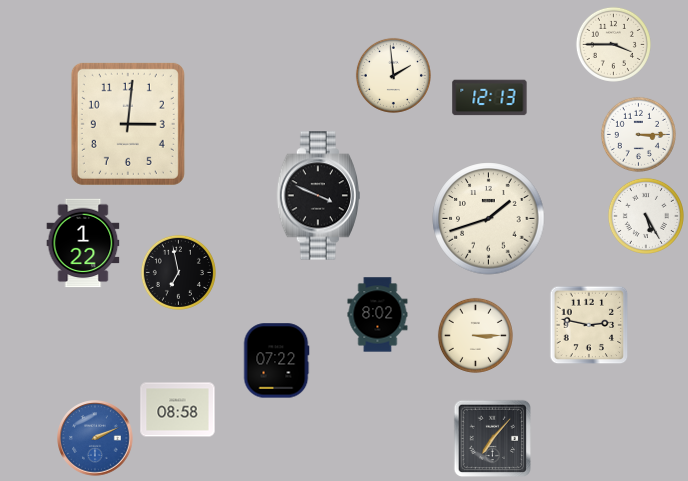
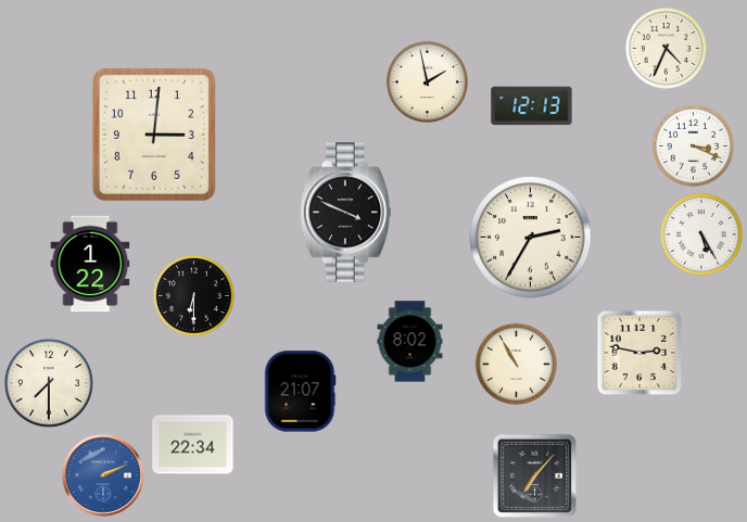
clock at (613, 44): 3:45 -> 4:34
clock at (393, 75): 1:59 -> 1:58
clock at (128, 124) position: (128, 124) -> (154, 135)
clock at (638, 134): 3:15 -> 3:19
clock at (489, 219): 1:42 -> 2:35
clock at (178, 272): 6:58 -> 6:30
clock at (475, 335): 3:15 -> 10:55
clock at (49, 383): none -> 7:30
clock at (276, 361): 07:22 -> 21:07
clock at (178, 410): 08:58 -> 22:34
